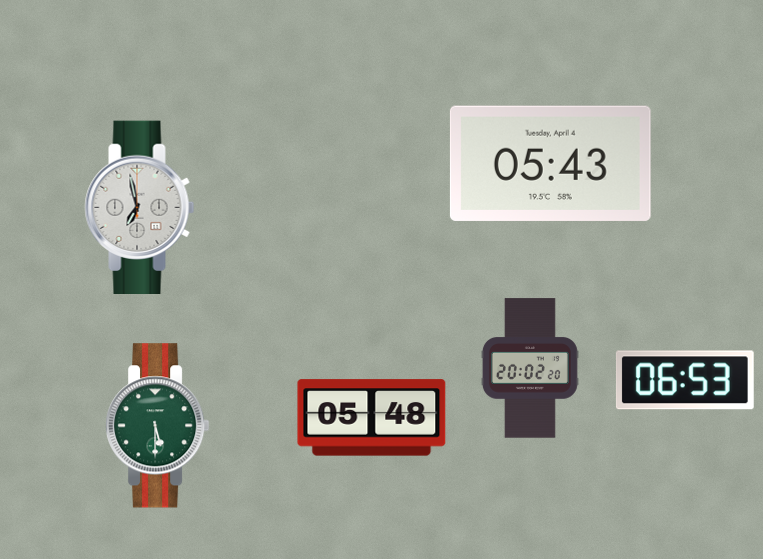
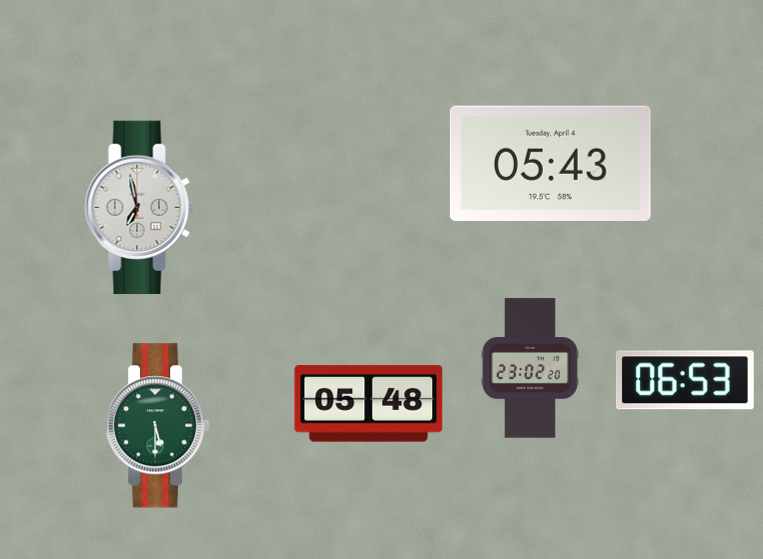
clock at (530, 368): 20:02 -> 23:02
clock at (372, 418) position: (372, 418) -> (369, 404)
